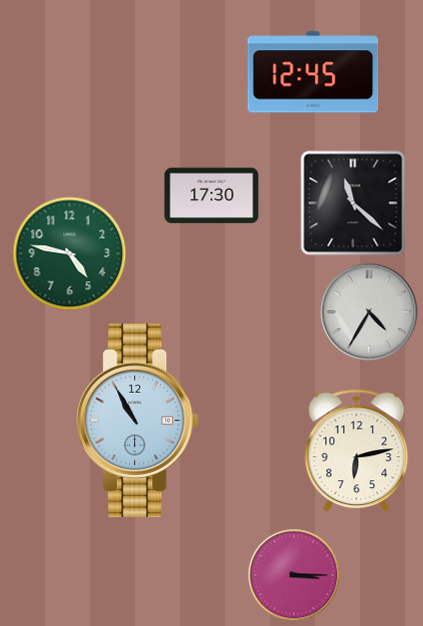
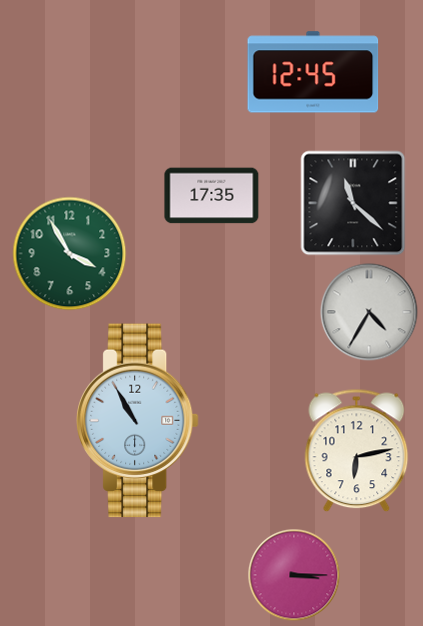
clock at (212, 196): 17:30 -> 17:35
clock at (70, 254): 4:47 -> 3:55
